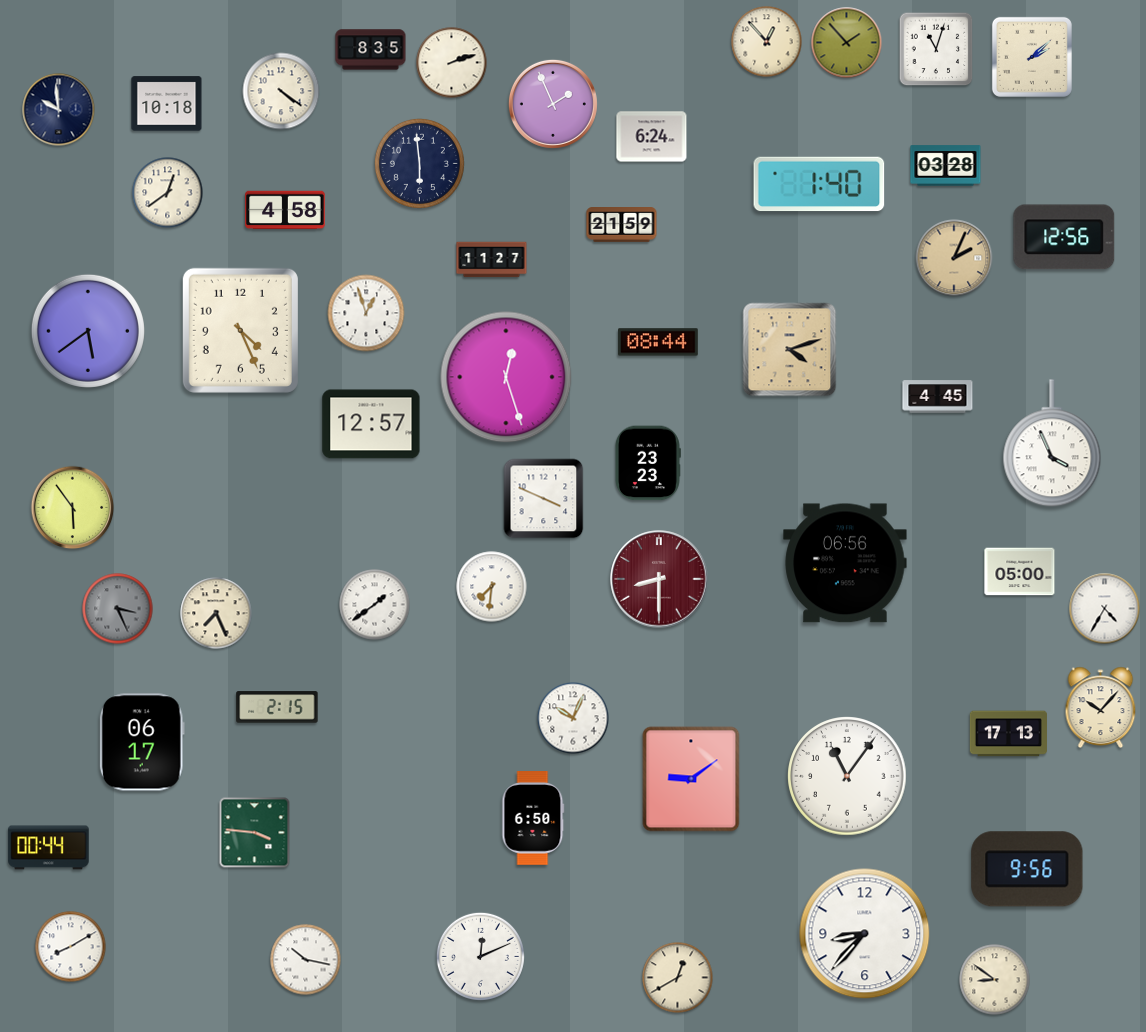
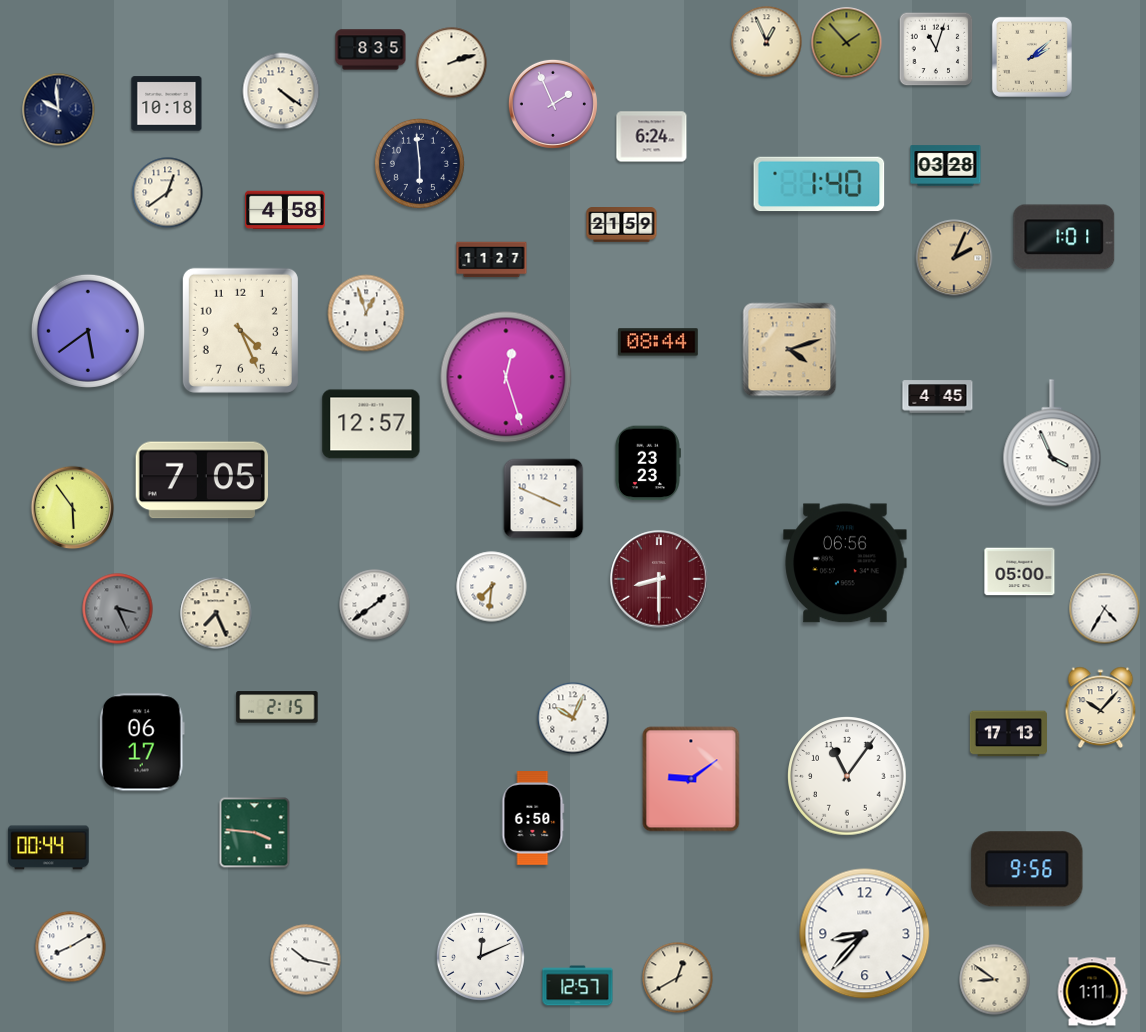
clock at (767, 42): 12:53 -> 12:56
clock at (1064, 237): 12:56 -> 1:01
clock at (201, 480): none -> 7:05
clock at (578, 986): none -> 12:57
clock at (1092, 992): none -> 1:11
